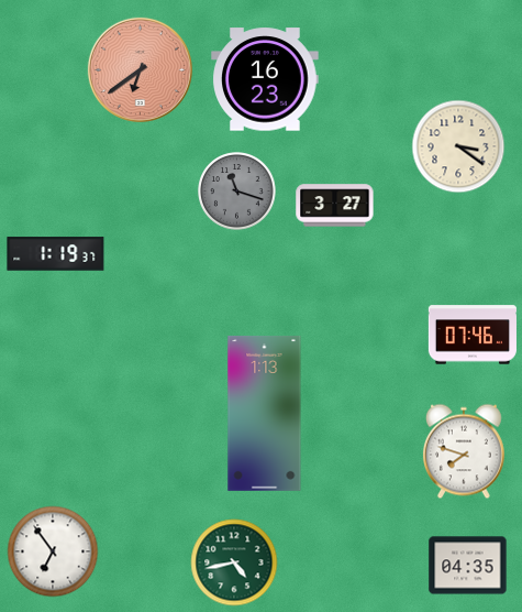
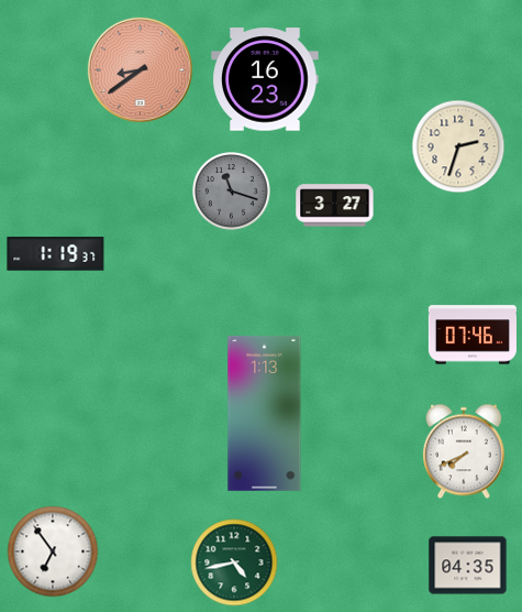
clock at (140, 69): 6:39 -> 8:39
clock at (458, 146): 3:21 -> 2:33
clock at (237, 192) position: (237, 192) -> (232, 192)
clock at (464, 451): 7:48 -> 7:41
